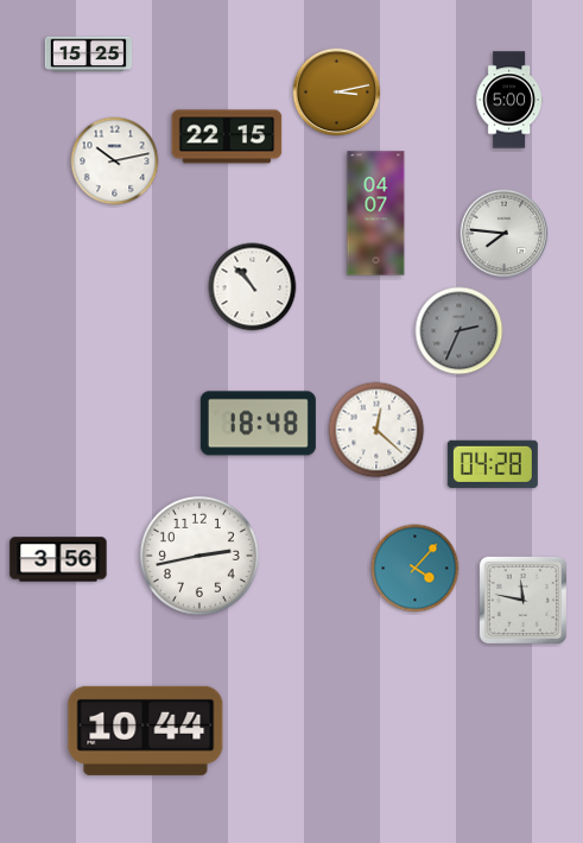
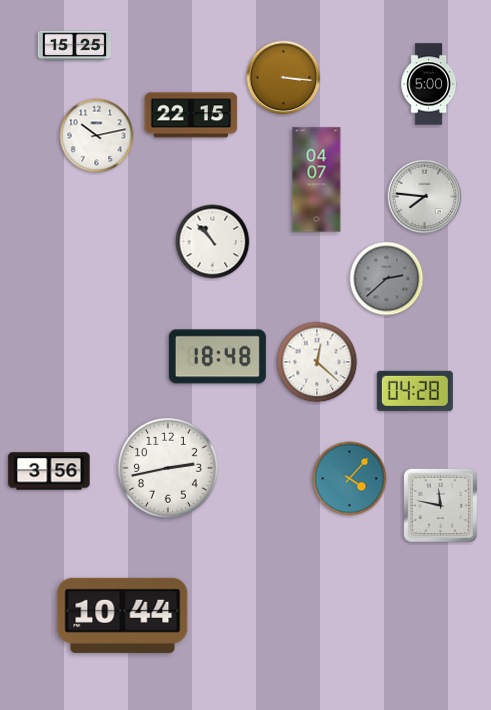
clock at (337, 93): 3:13 -> 3:16
clock at (460, 331): 2:34 -> 2:38
